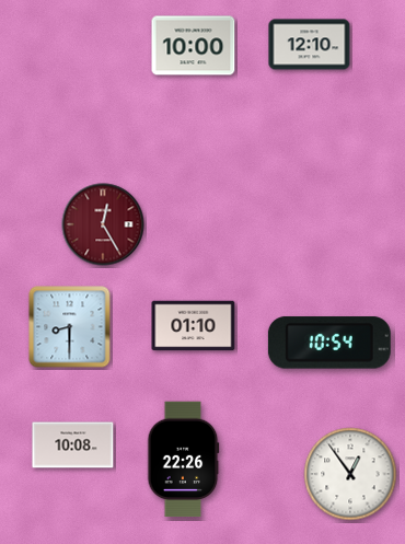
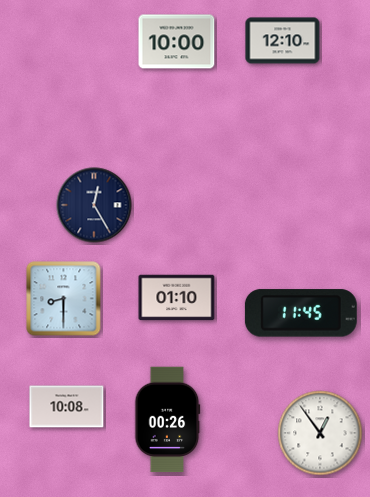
clock at (103, 224) dial: burgundy -> navy
clock at (329, 343): 10:54 -> 11:45
clock at (184, 460): 22:26 -> 00:26
